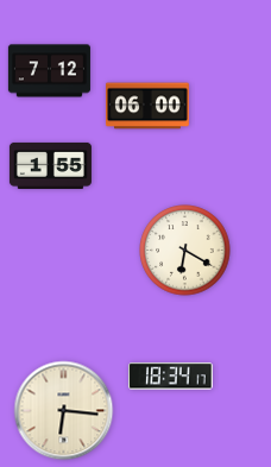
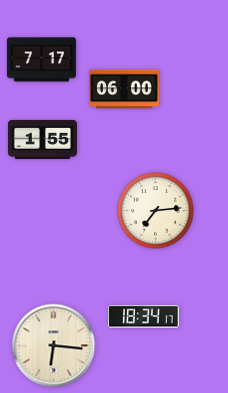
clock at (49, 71): 7:12 -> 7:17
clock at (185, 251): 6:20 -> 7:14
